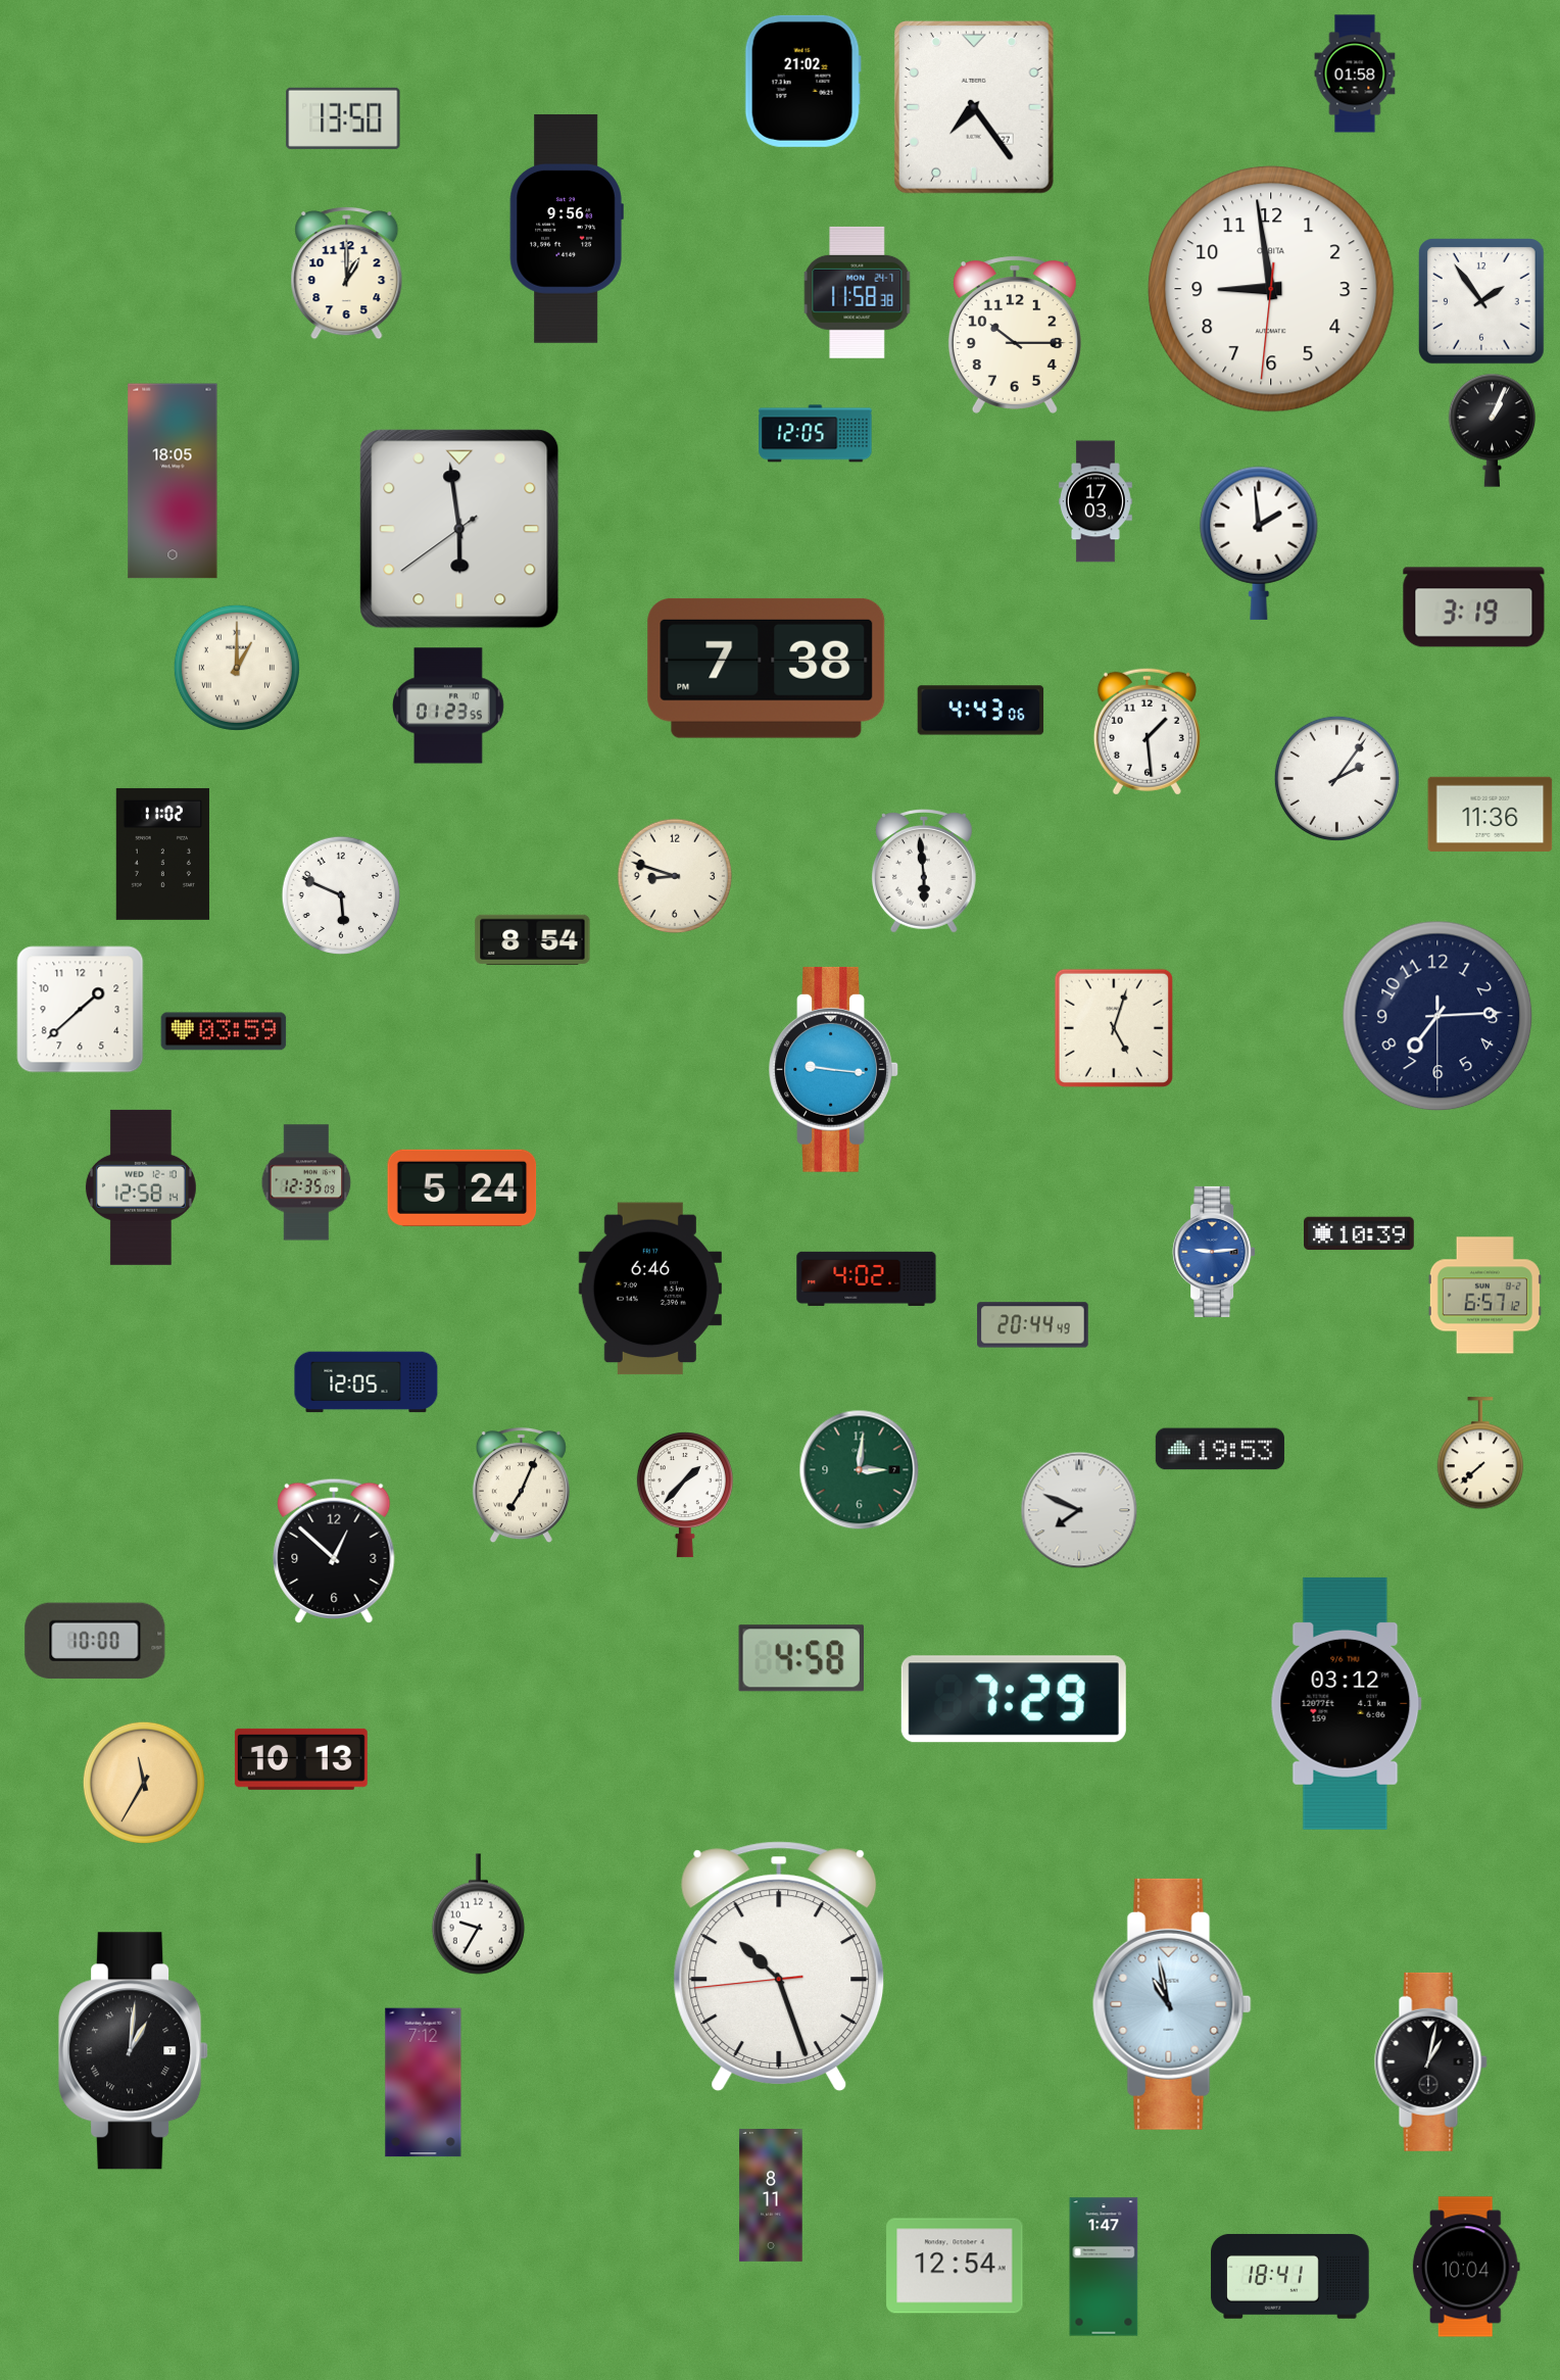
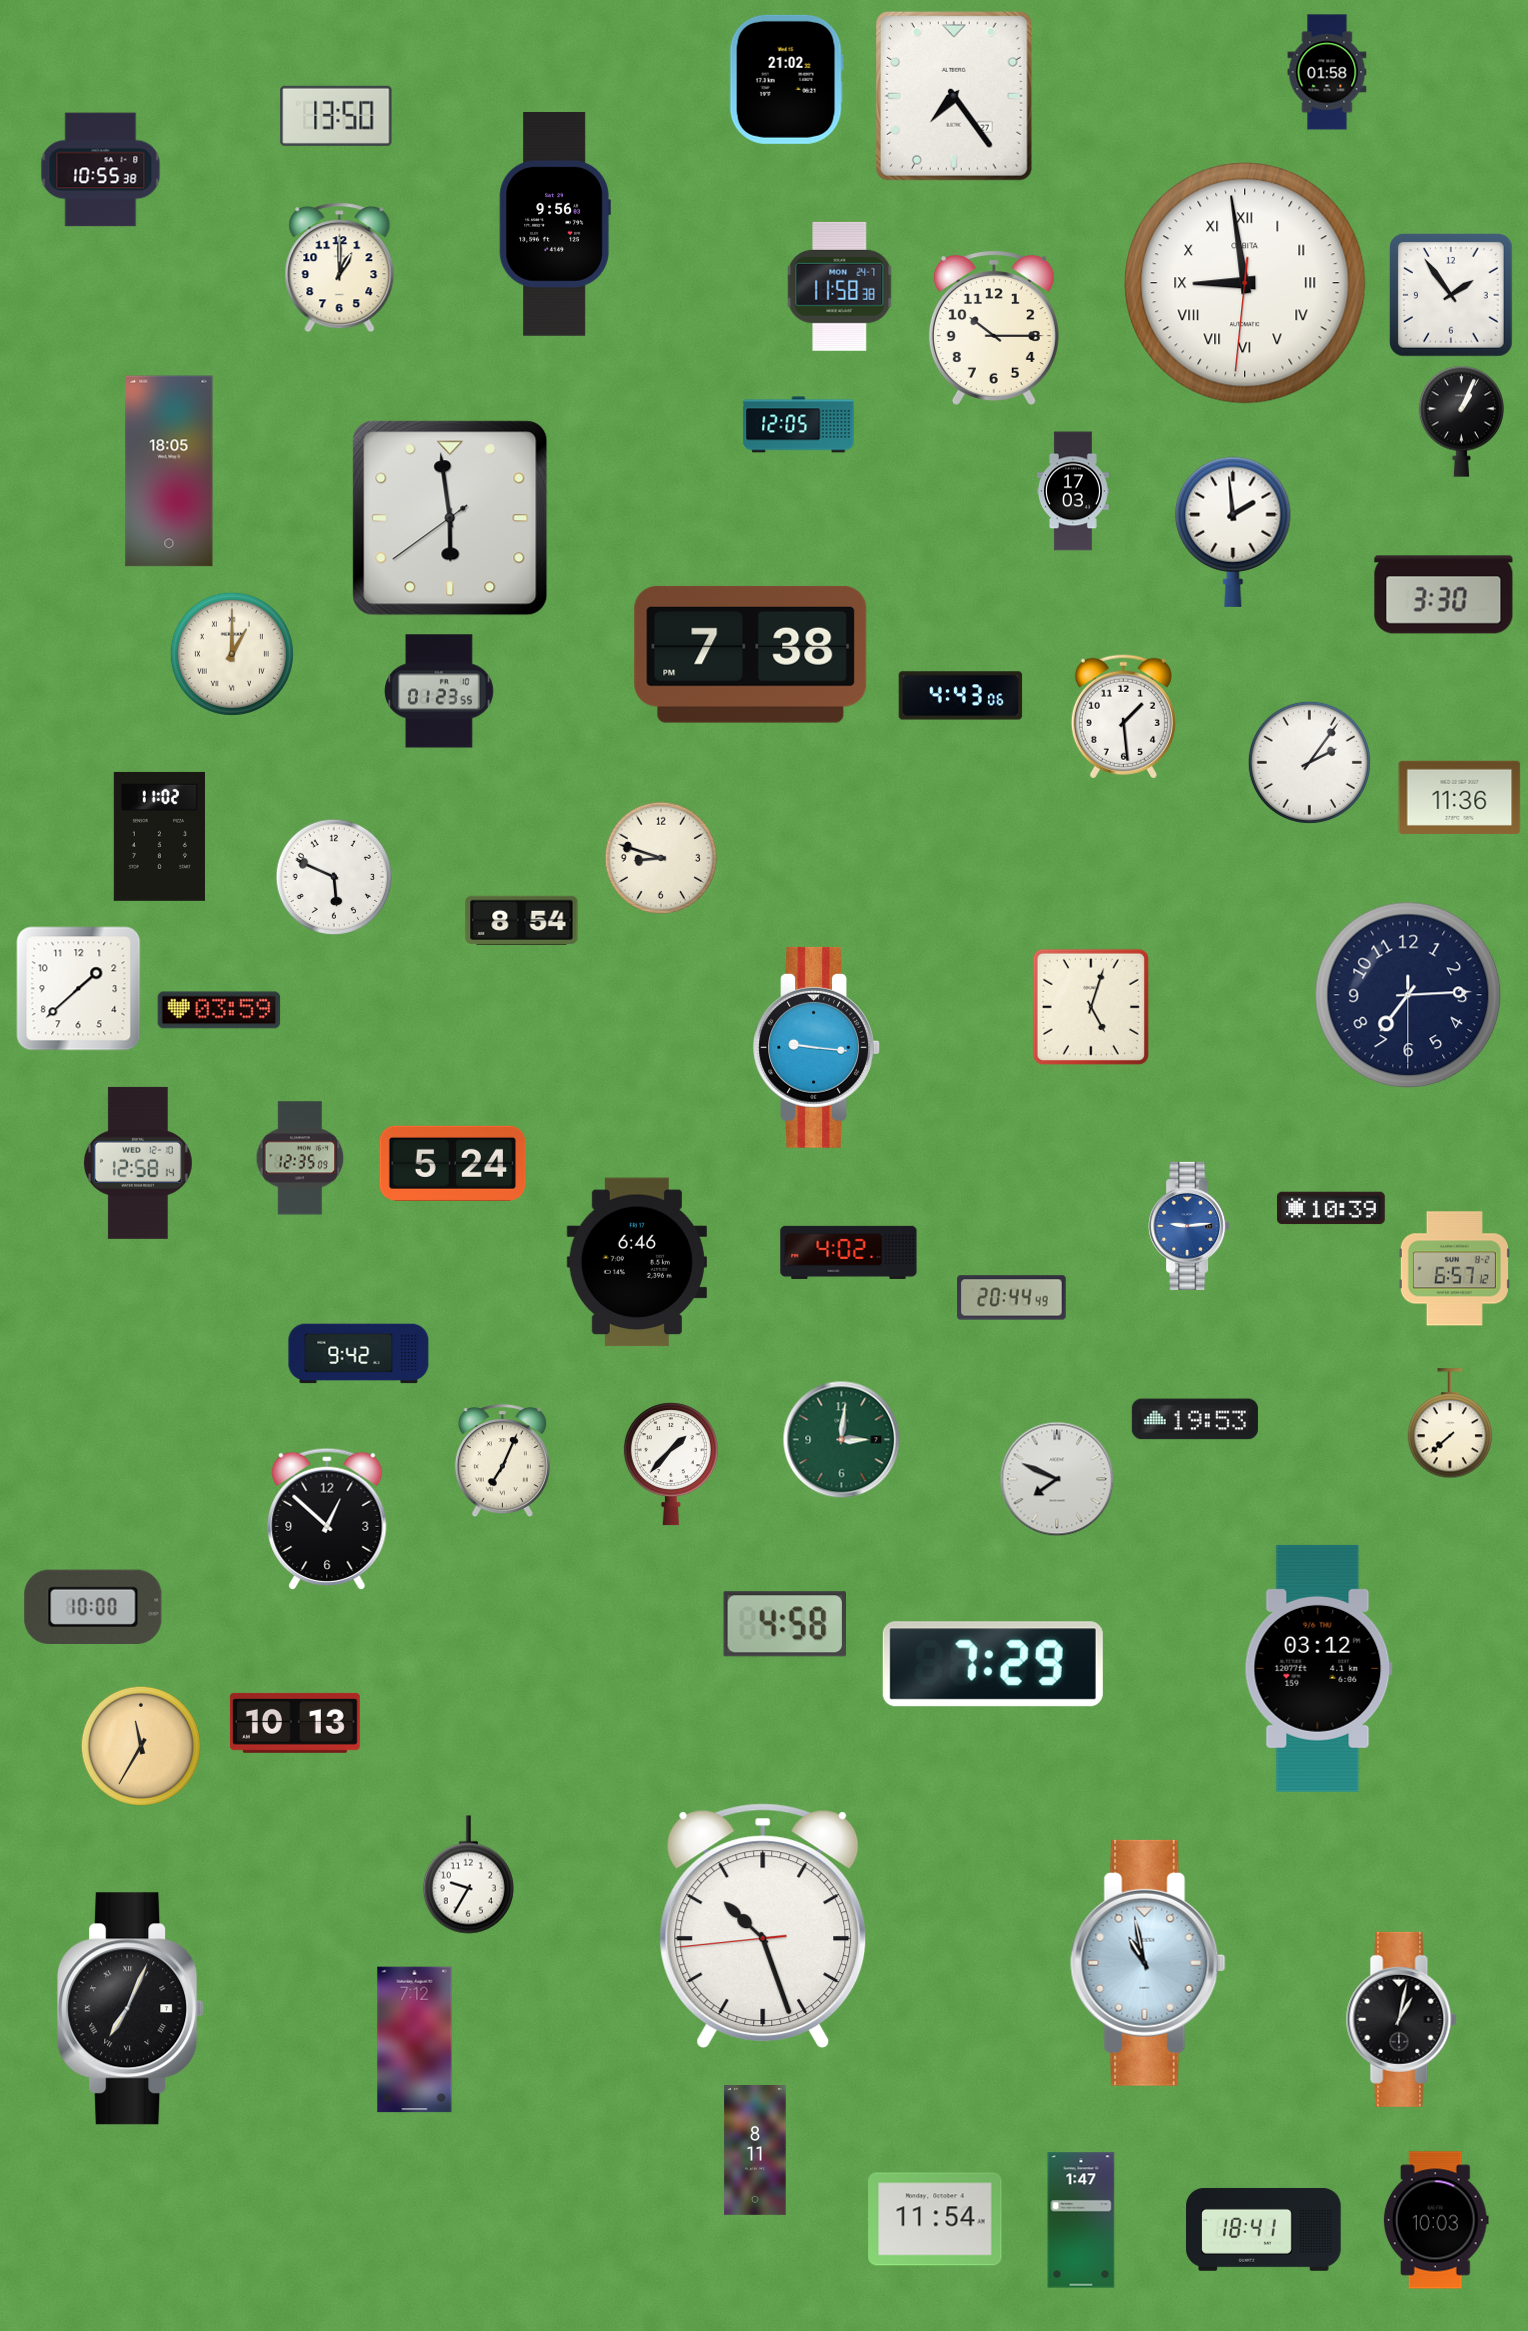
clock at (974, 107) position: (974, 107) -> (954, 96)
clock at (101, 170): none -> 10:55
clock at (1271, 289) numerals: Arabic -> Roman
clock at (1474, 608): 3:19 -> 3:30
clock at (924, 872): 5:59 -> none
clock at (367, 1382): 12:05 -> 9:42
clock at (521, 1486) position: (521, 1486) -> (502, 1461)
clock at (134, 2051): 1:01 -> 7:04
clock at (955, 2266): 12:54 -> 11:54
clock at (1466, 2267): 10:04 -> 10:03
